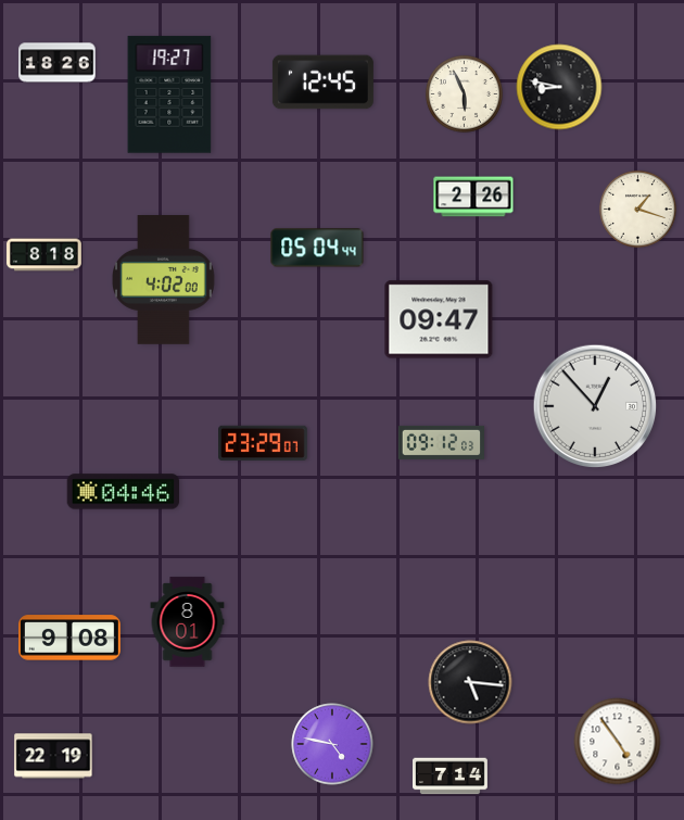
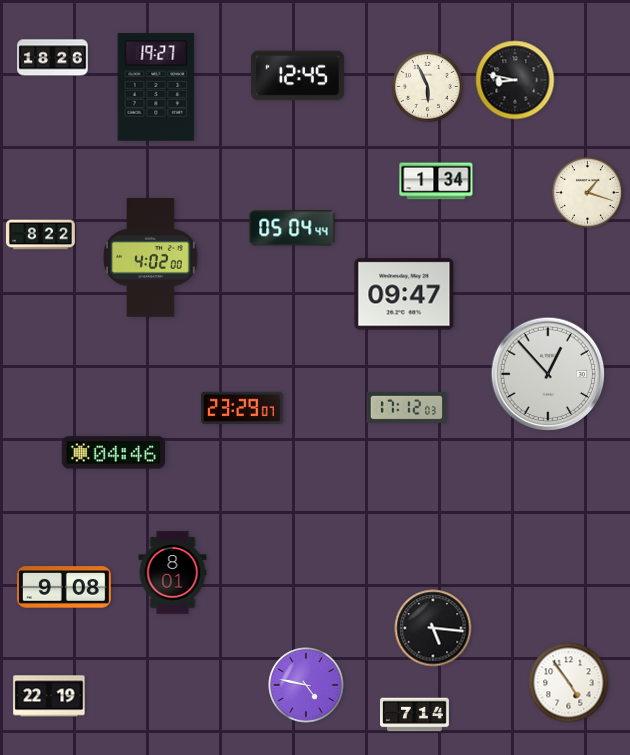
clock at (473, 197): 2:26 -> 1:34
clock at (45, 255): 8:18 -> 8:22
clock at (441, 442): 09:12 -> 17:12
